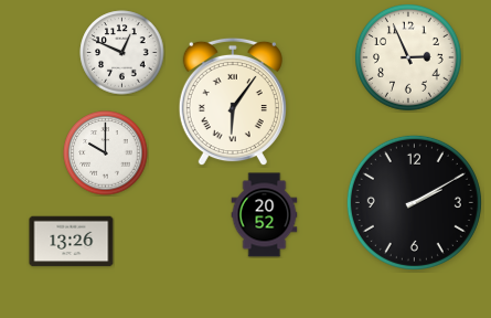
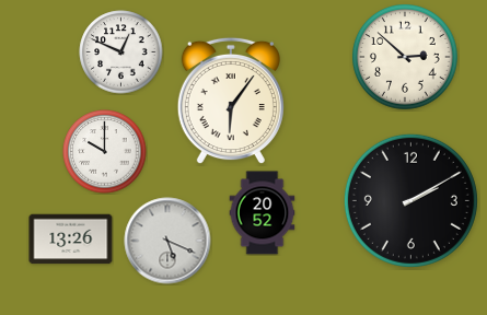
clock at (409, 59): 2:56 -> 2:52
clock at (167, 241): none -> 5:19
